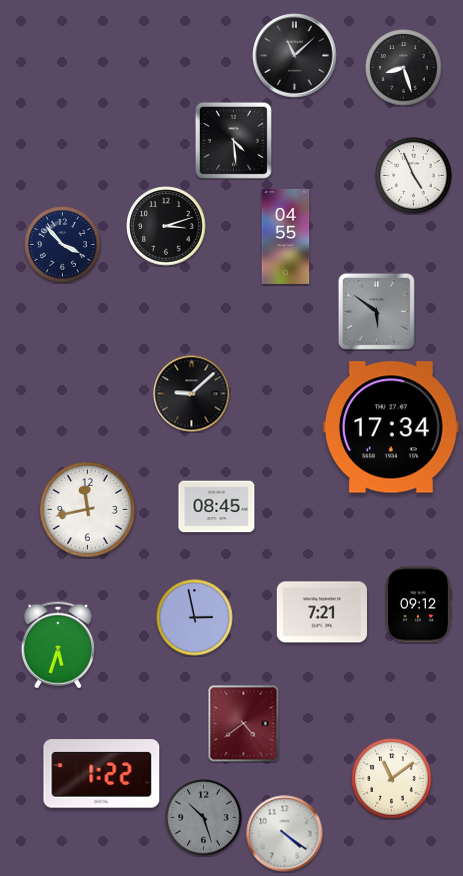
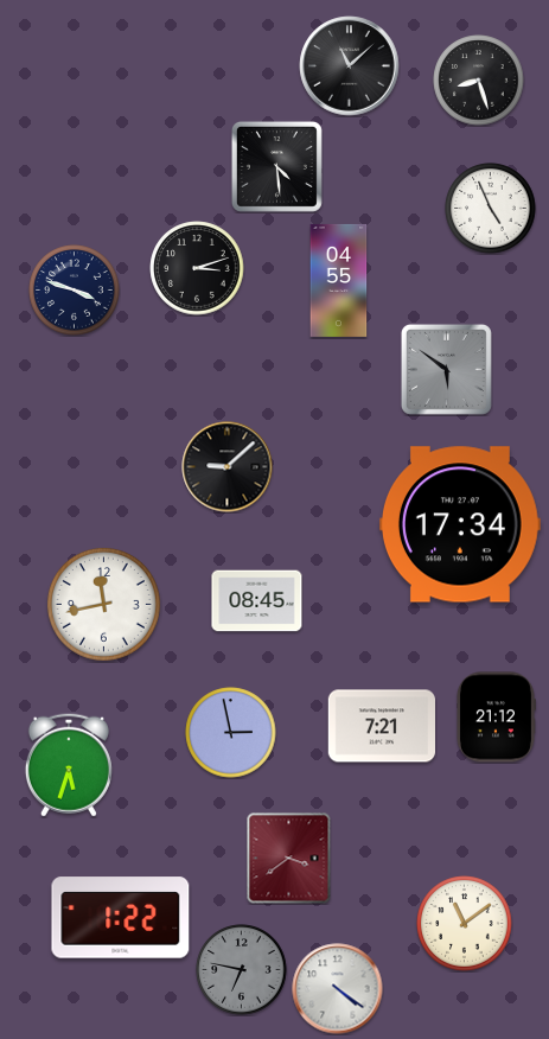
clock at (63, 245): 3:53 -> 3:48
clock at (391, 427) position: (391, 427) -> (460, 524)
clock at (418, 605): 09:12 -> 21:12
clock at (244, 724): 4:39 -> 3:39
clock at (204, 818): 10:27 -> 6:47
